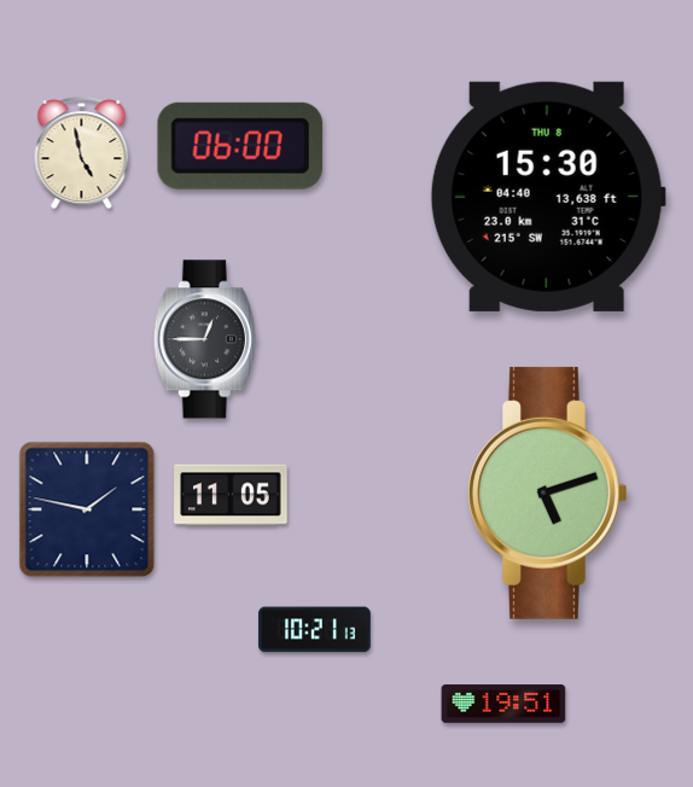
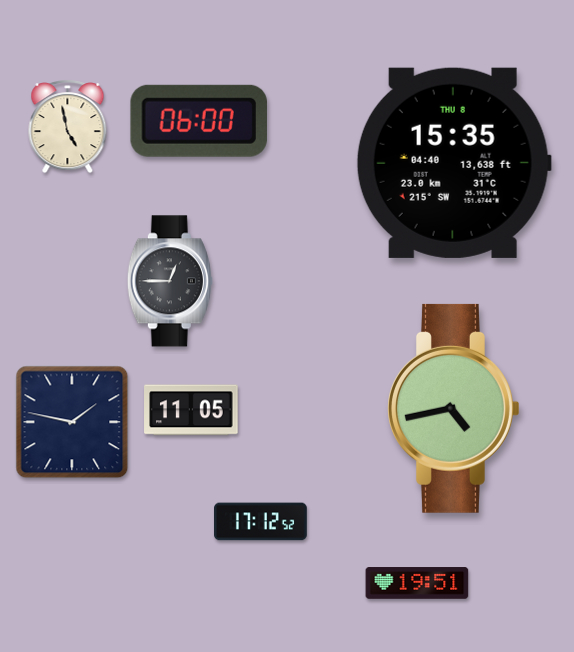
clock at (548, 197): 15:30 -> 15:35
clock at (548, 492): 5:12 -> 4:43
clock at (315, 630): 10:21 -> 17:12
